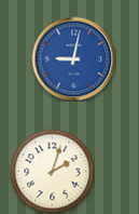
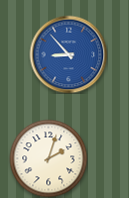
clock at (73, 58): 9:02 -> 8:53
